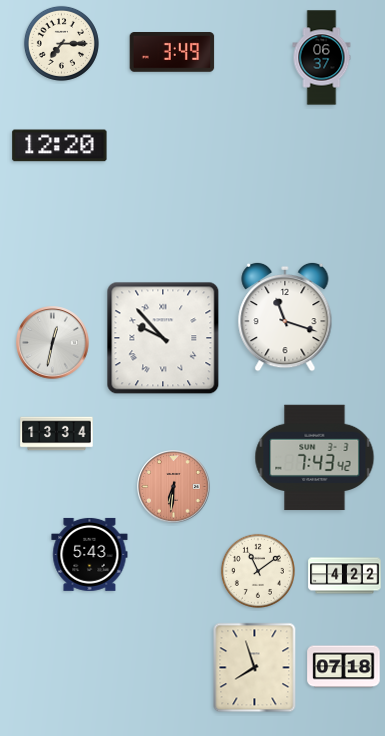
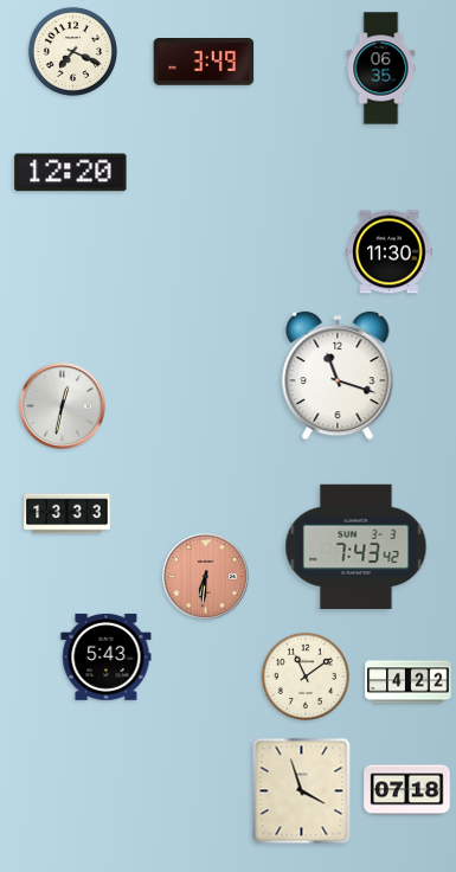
clock at (61, 43): 7:15 -> 7:19
clock at (322, 58): 06:37 -> 06:35
clock at (390, 252): none -> 11:30
clock at (163, 338): 9:53 -> none
clock at (57, 434): 13:34 -> 13:33
clock at (315, 458) position: (315, 458) -> (357, 547)
clock at (255, 668): 7:57 -> 3:57
